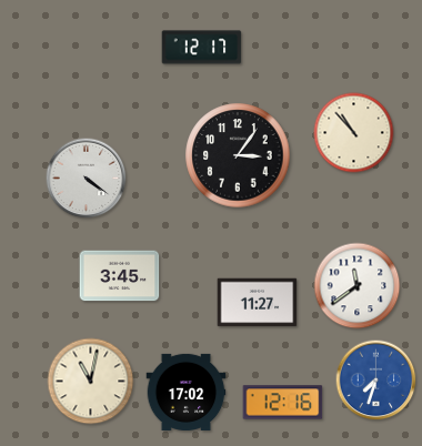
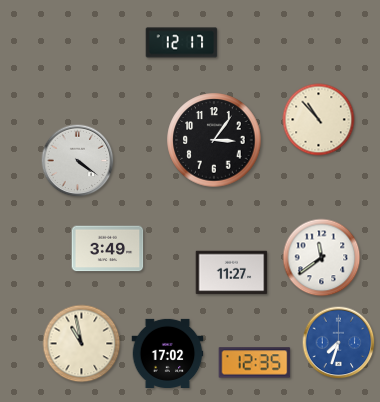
clock at (120, 276): 3:45 -> 3:49
clock at (91, 382): 11:02 -> 10:58
clock at (283, 403): 12:16 -> 12:35
